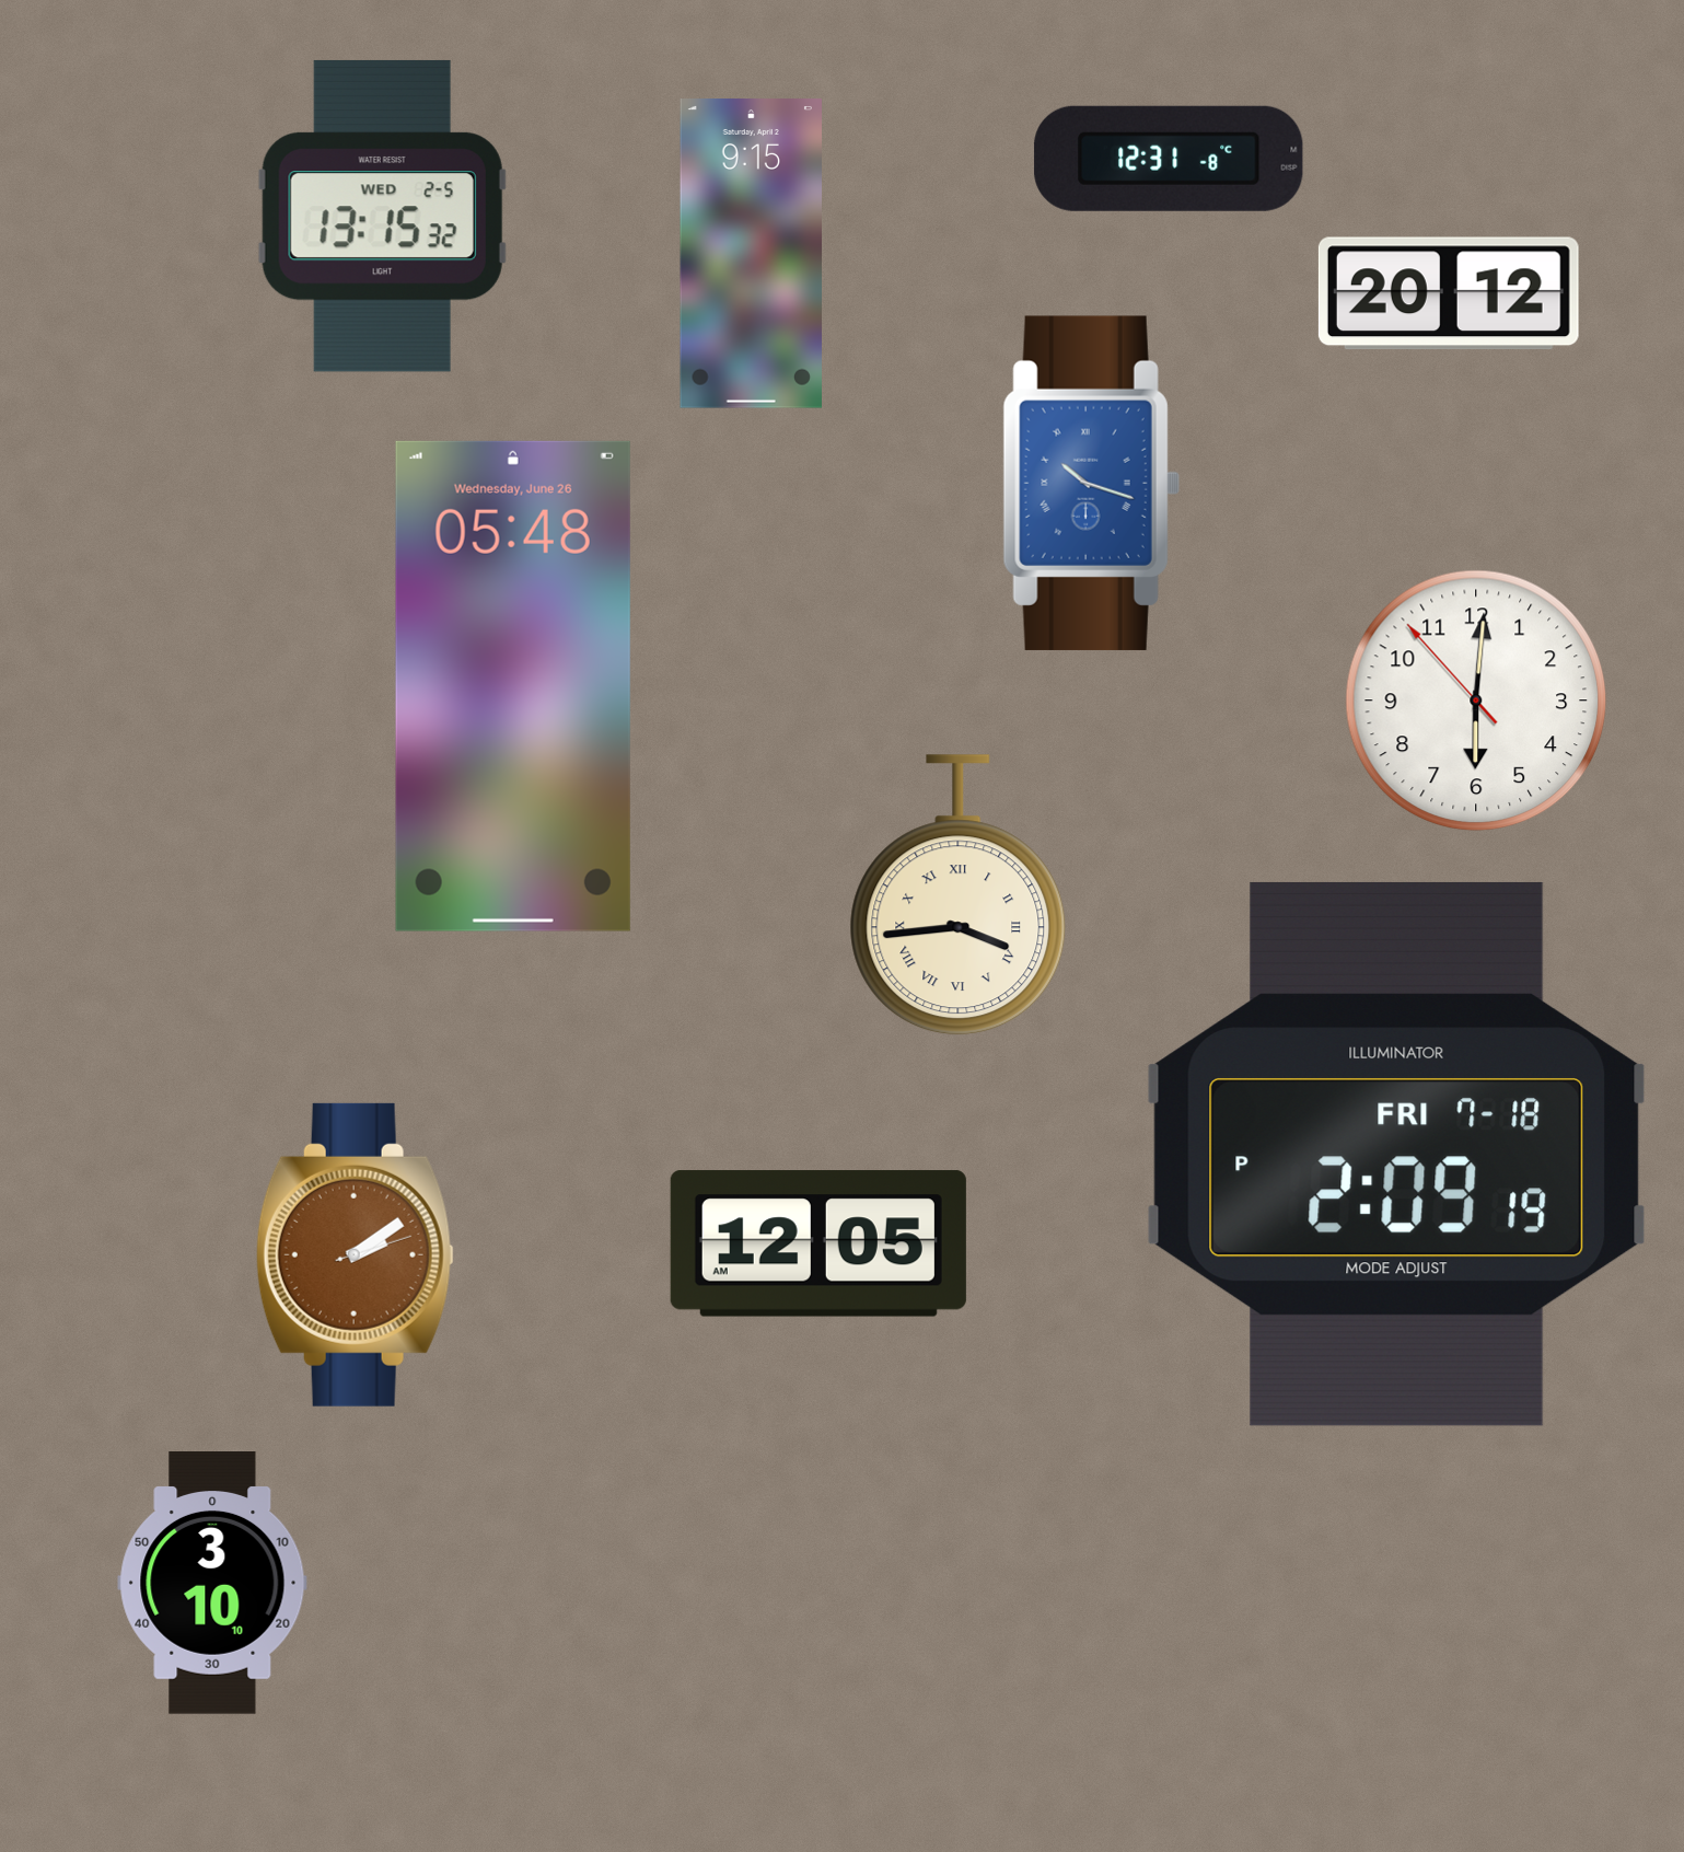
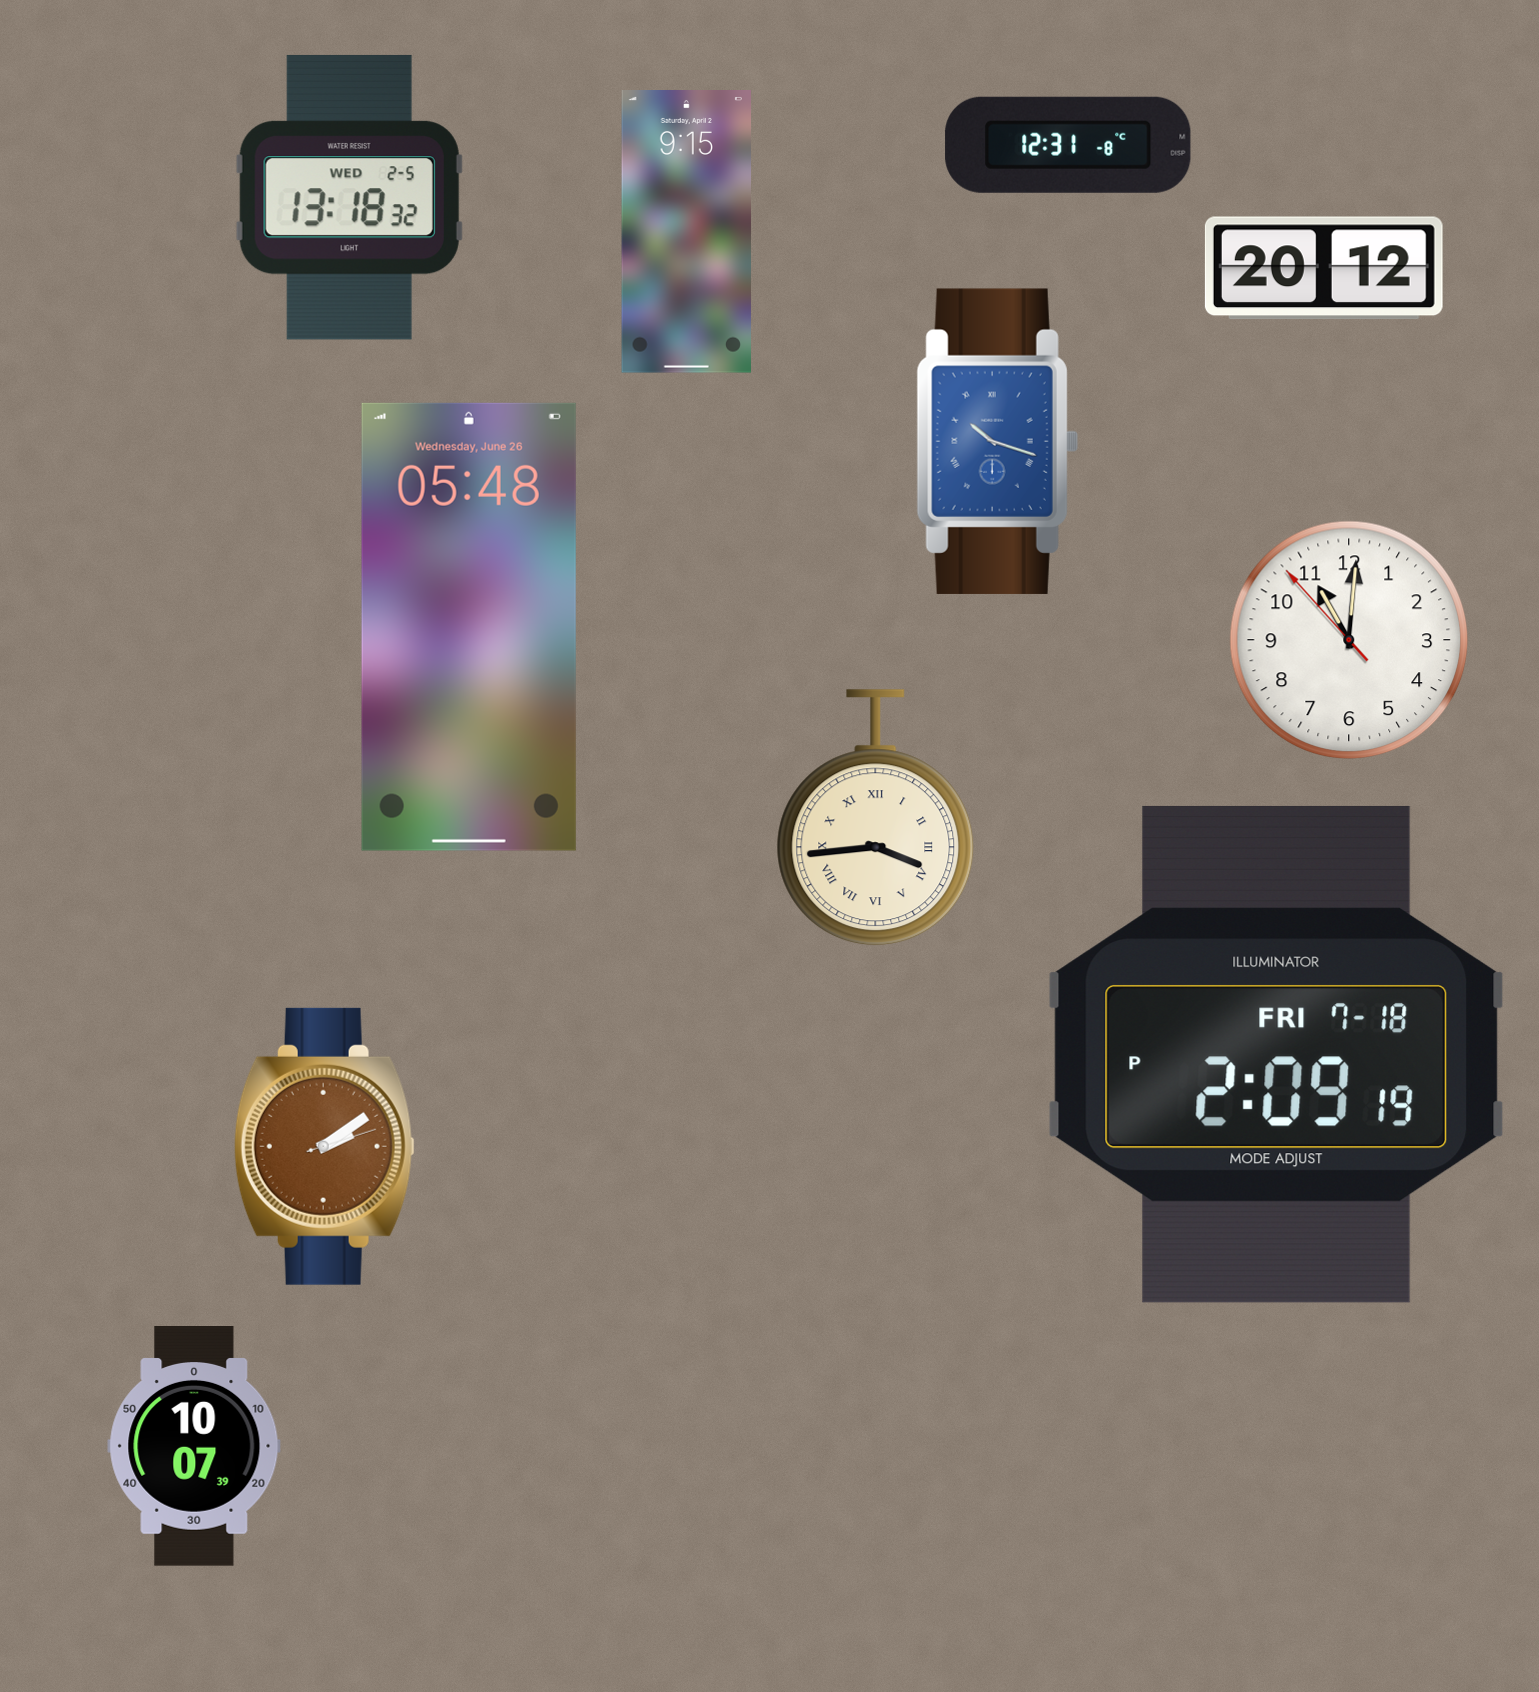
clock at (382, 216): 13:15 -> 13:18
clock at (1476, 701): 6:00 -> 11:00
clock at (818, 1243): 12:05 -> none
clock at (212, 1584): 3:10 -> 10:07
